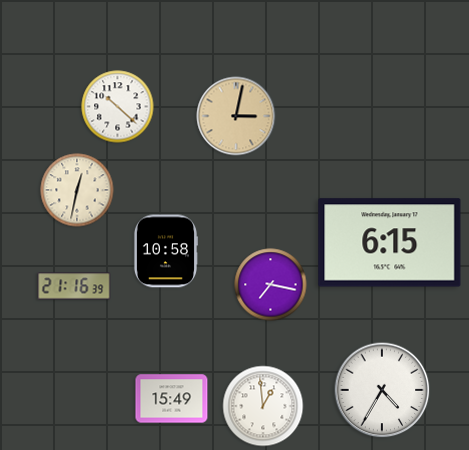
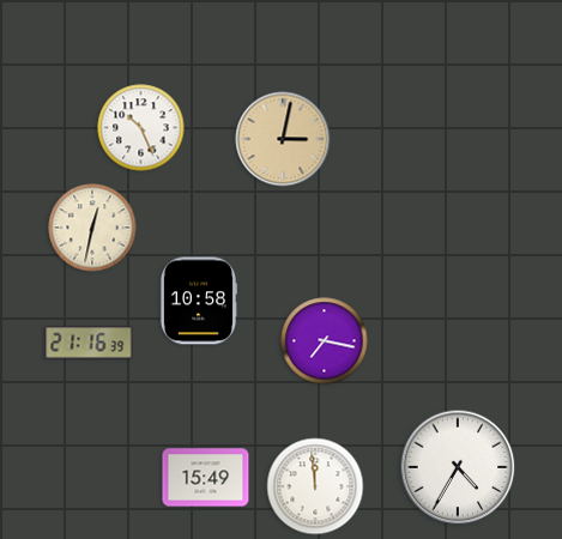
clock at (118, 107): 10:22 -> 10:26
clock at (390, 243): 6:15 -> none
clock at (263, 406): 12:59 -> 11:59
